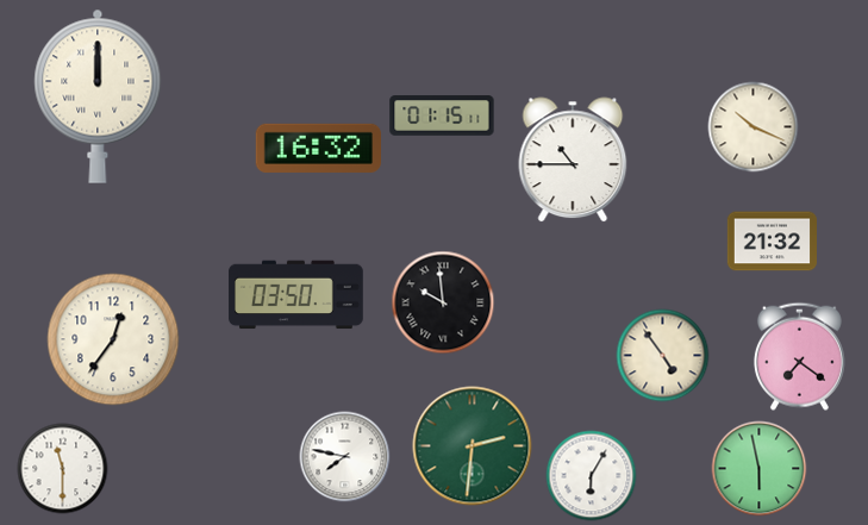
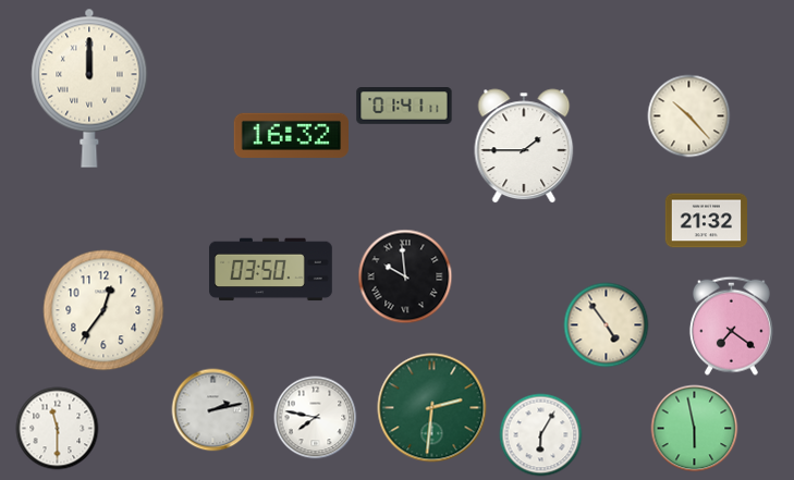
clock at (442, 115): 01:15 -> 01:41
clock at (754, 127): 10:19 -> 10:23
clock at (573, 160): 10:45 -> 1:45
clock at (213, 410): none -> 2:13
